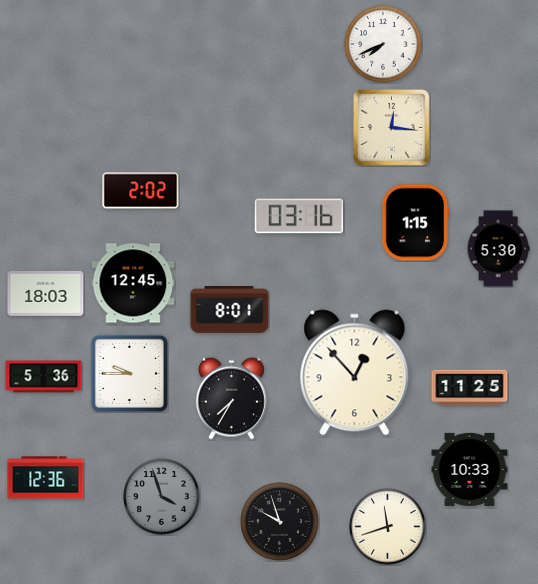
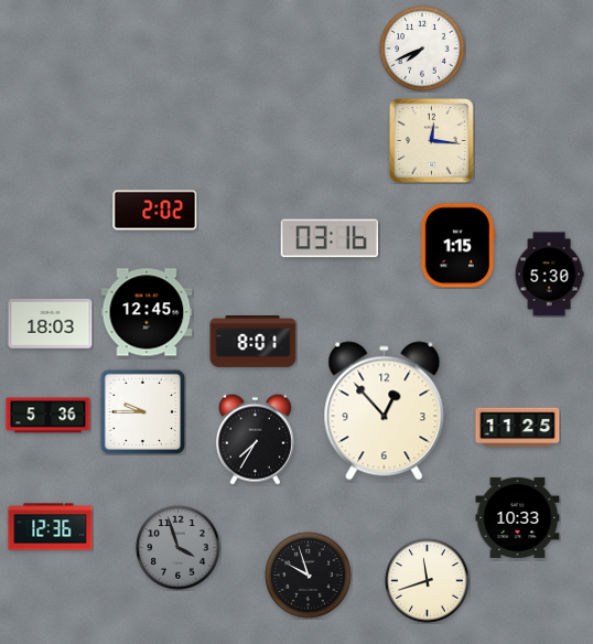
clock at (355, 373) position: (355, 373) -> (385, 411)
